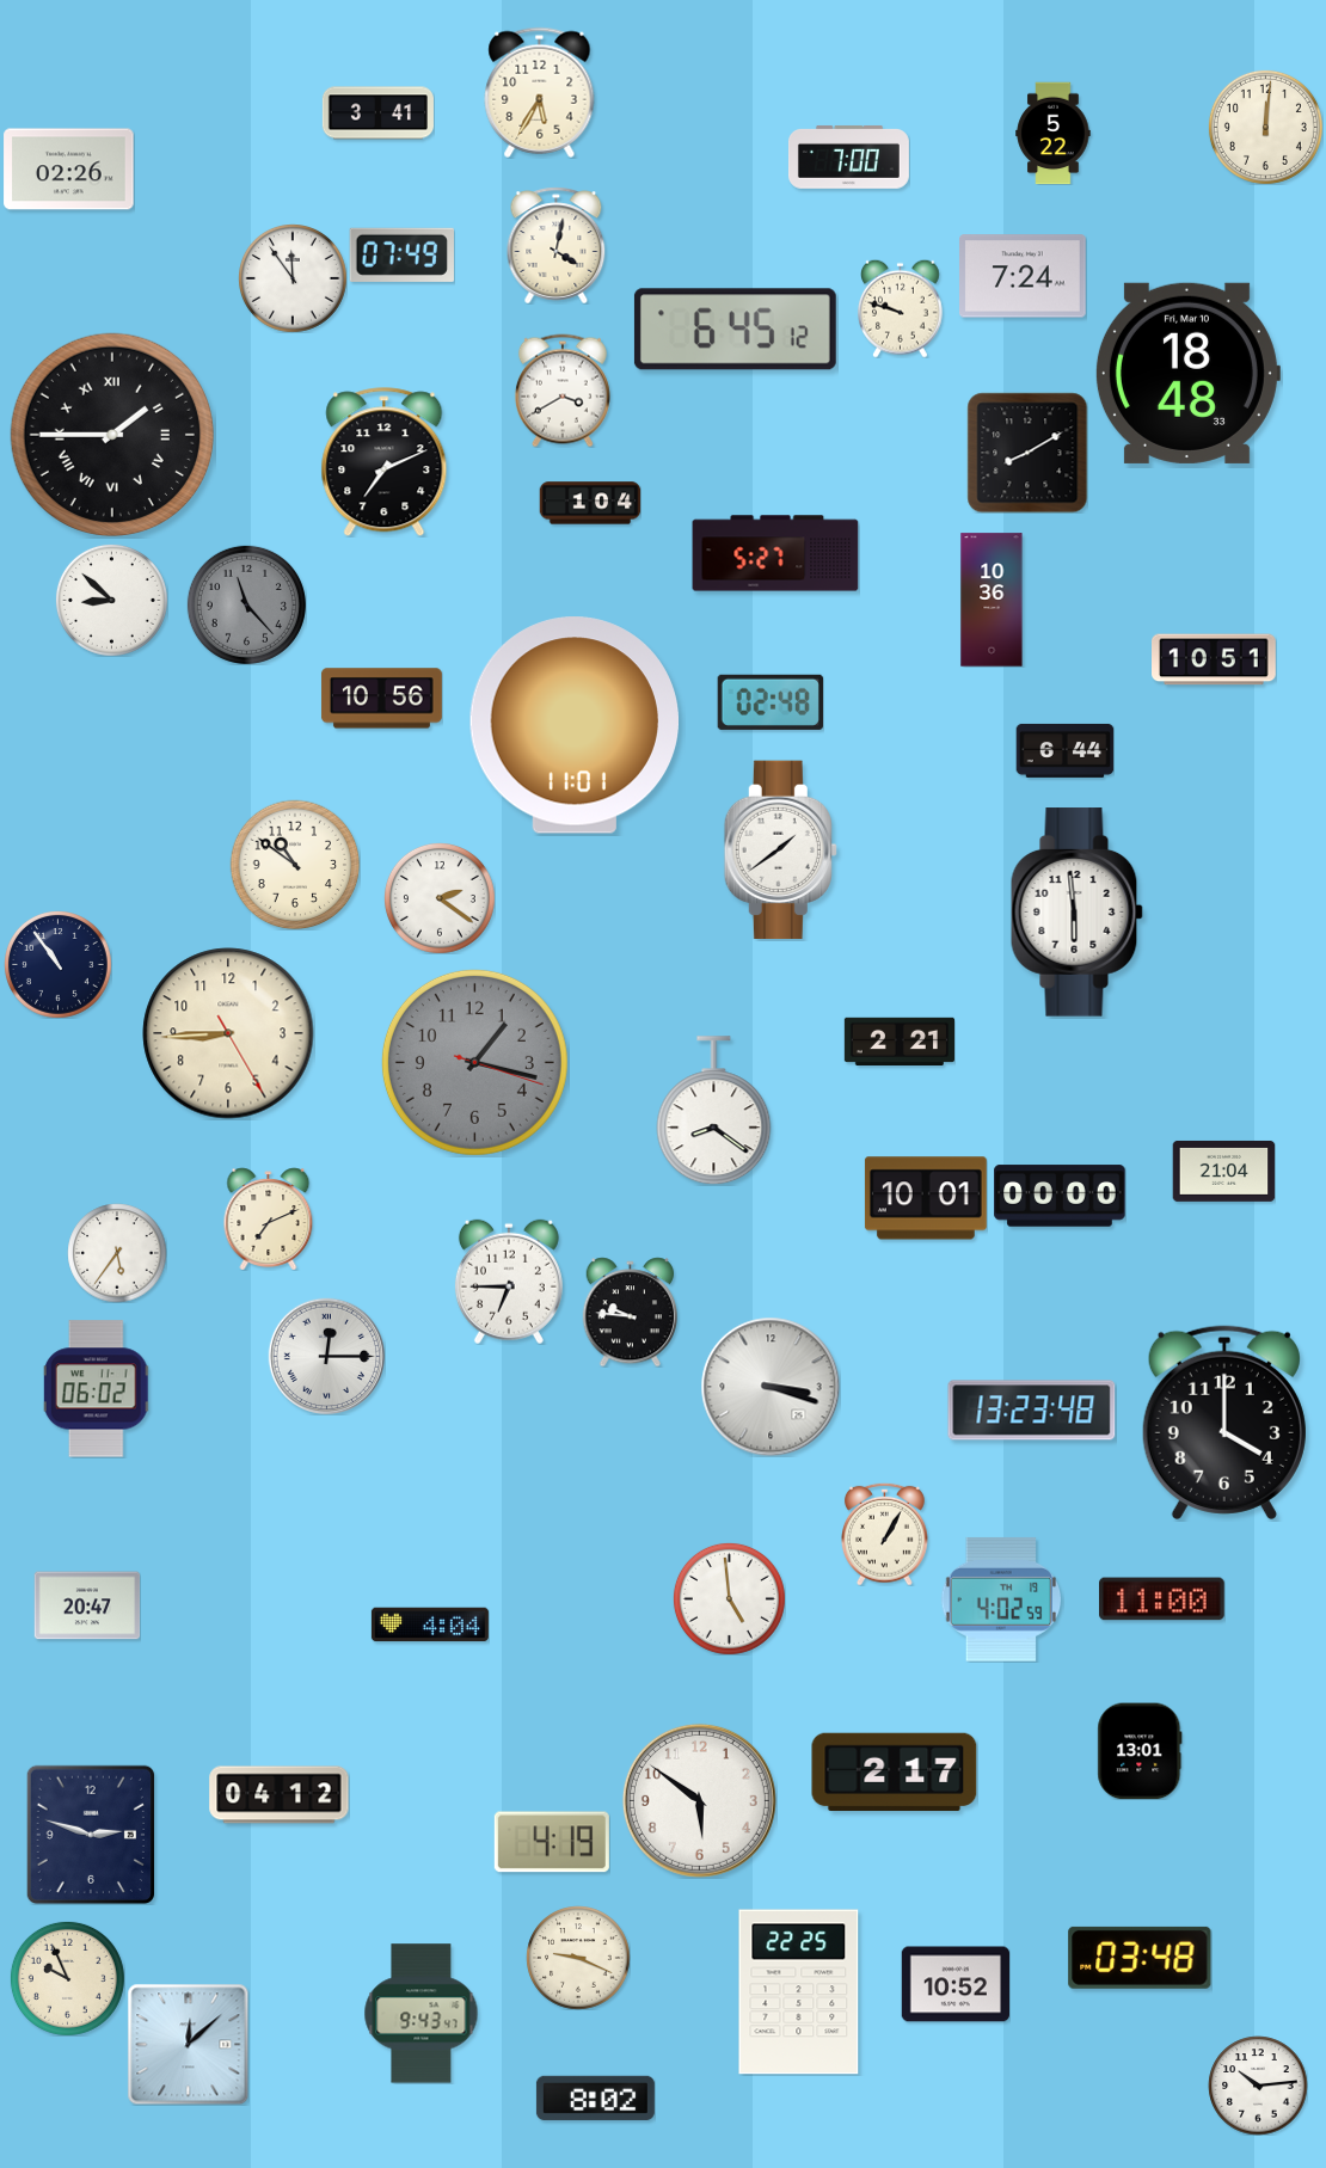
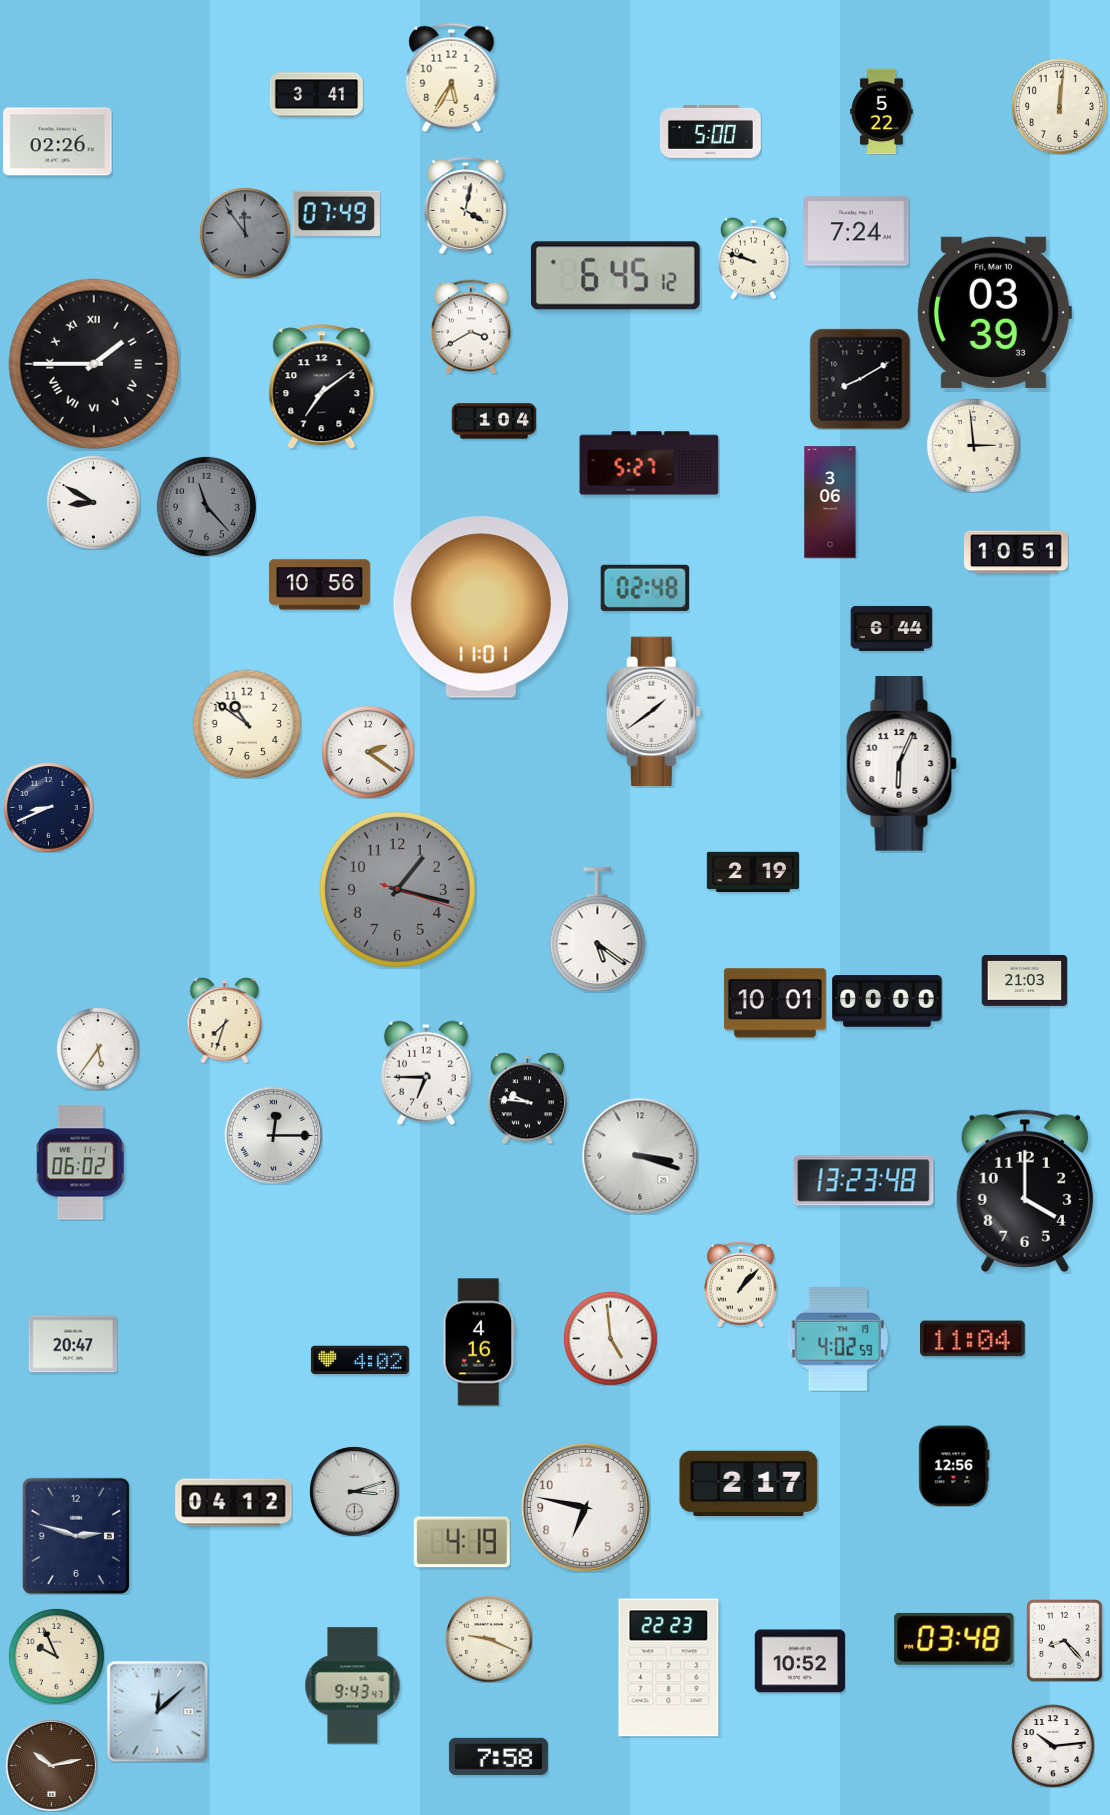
clock at (848, 158): 7:00 -> 5:00
clock at (293, 278) dial: white -> grey
clock at (1187, 373): 18:48 -> 03:39
clock at (385, 462): 7:11 -> 7:09
clock at (973, 445): none -> 2:59
clock at (111, 600): 8:52 -> 8:50
clock at (992, 600): 10:36 -> 3:06
clock at (1076, 913): 5:59 -> 6:04
clock at (59, 965): 10:54 -> 8:41
clock at (228, 1033): 8:44 -> none
clock at (898, 1040): 2:21 -> 2:19
clock at (714, 1111): 8:21 -> 5:21
clock at (1223, 1171): 21:04 -> 21:03
clock at (269, 1218): 7:11 -> 7:33
clock at (771, 1387) position: (771, 1387) -> (640, 1156)
clock at (885, 1534): 1:05 -> 1:07
clock at (1162, 1599): 11:00 -> 11:04
clock at (479, 1342): none -> 4:16
clock at (430, 1625): 4:04 -> 4:02
clock at (1140, 1751): 13:01 -> 12:56
clock at (355, 1492): none -> 3:12
clock at (699, 1800): 5:51 -> 6:47
clock at (578, 1958) position: (578, 1958) -> (489, 1639)
clock at (1065, 1641): none -> 8:23
clock at (799, 1992): 22:25 -> 22:23
clock at (595, 2098): 8:02 -> 7:58
clock at (51, 1765): none -> 10:13
